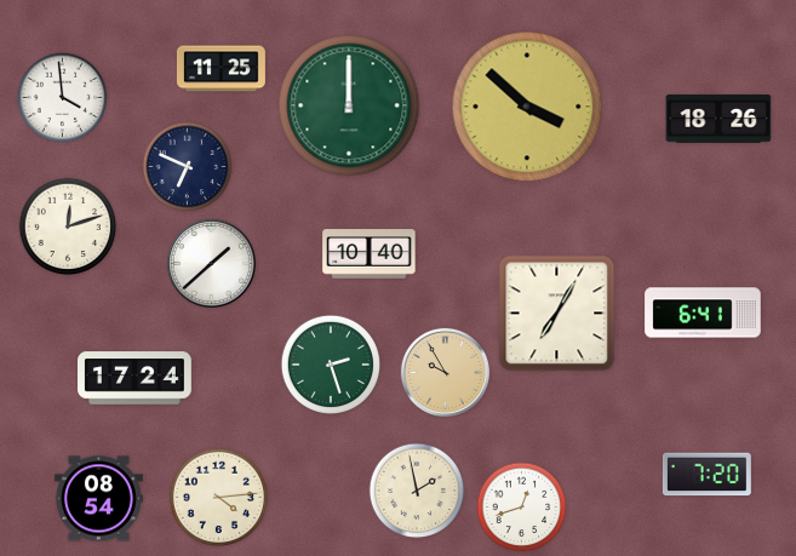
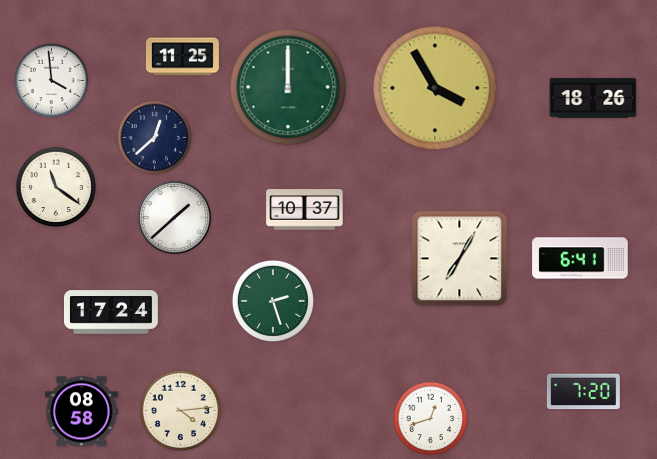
clock at (527, 107): 3:52 -> 3:55
clock at (188, 167): 6:49 -> 12:38
clock at (68, 227): 12:12 -> 11:21
clock at (370, 254): 10:40 -> 10:37
clock at (445, 372): 9:55 -> none
clock at (417, 491): 1:58 -> none
clock at (98, 499): 08:54 -> 08:58
